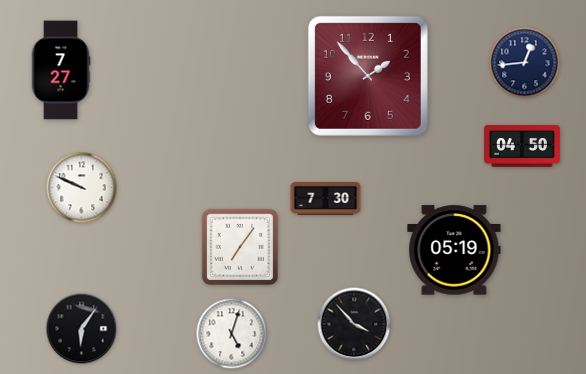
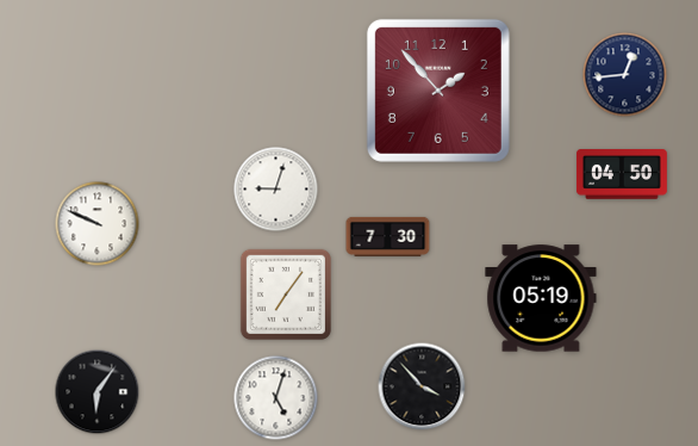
clock at (61, 70): 7:27 -> none
clock at (276, 190): none -> 9:03
